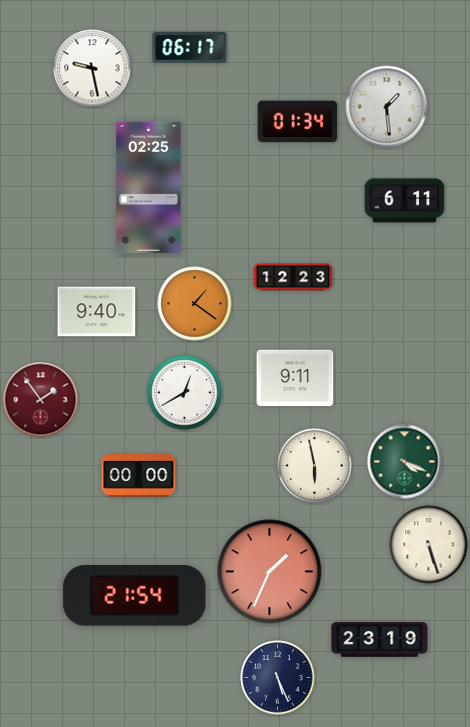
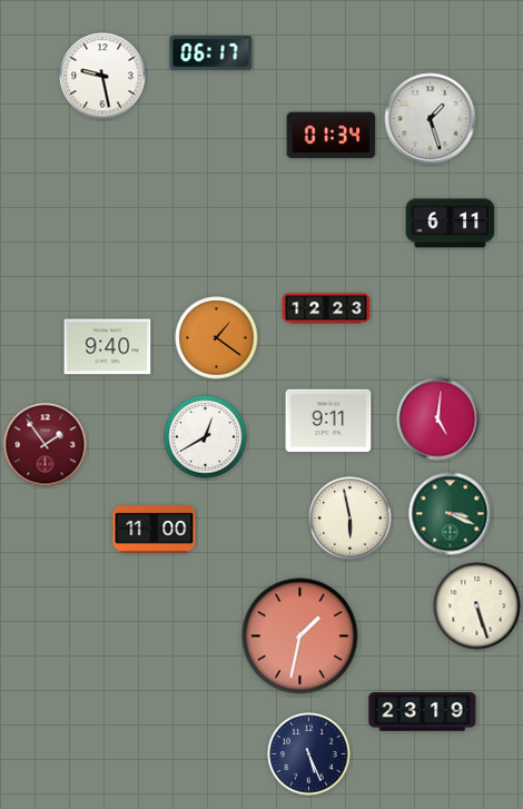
clock at (387, 107): 1:29 -> 1:27
clock at (149, 188): 02:25 -> none
clock at (438, 420): none -> 5:01
clock at (405, 462): 4:19 -> 3:19
clock at (139, 476): 00:00 -> 11:00
clock at (270, 572): 1:34 -> 1:32
clock at (135, 596): 21:54 -> none
